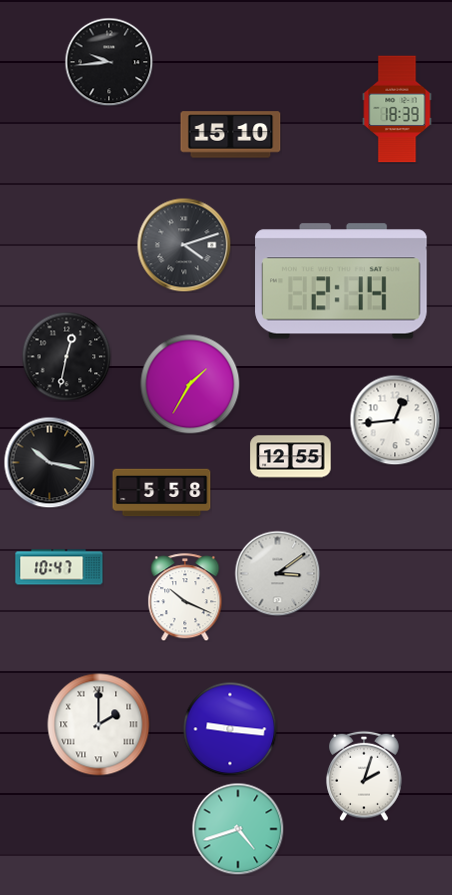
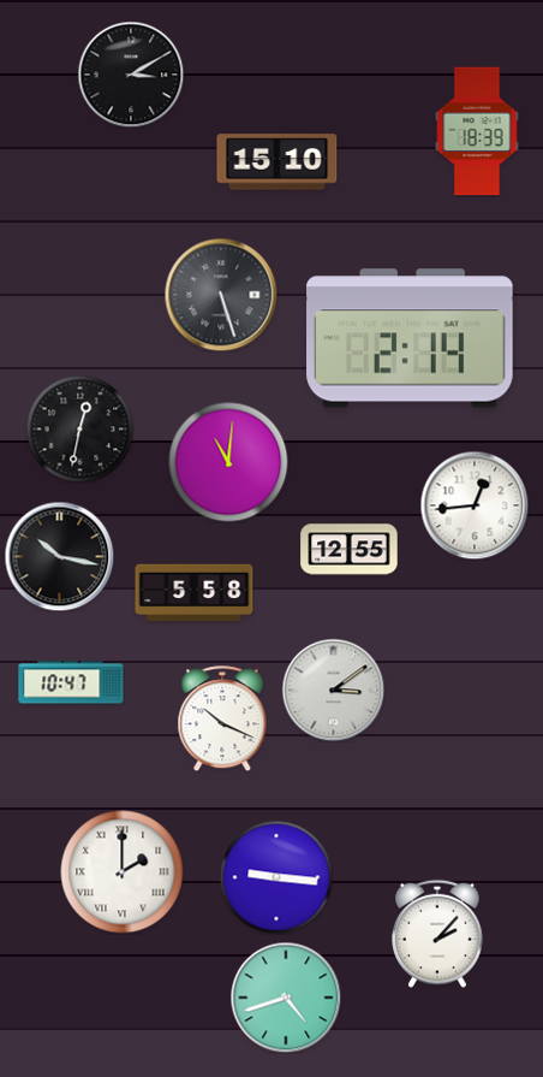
clock at (109, 62): 9:44 -> 3:10
clock at (184, 245): 4:12 -> 5:27
clock at (190, 384): 1:35 -> 11:01
clock at (99, 725) position: (99, 725) -> (123, 872)
clock at (364, 776): 2:03 -> 2:07
